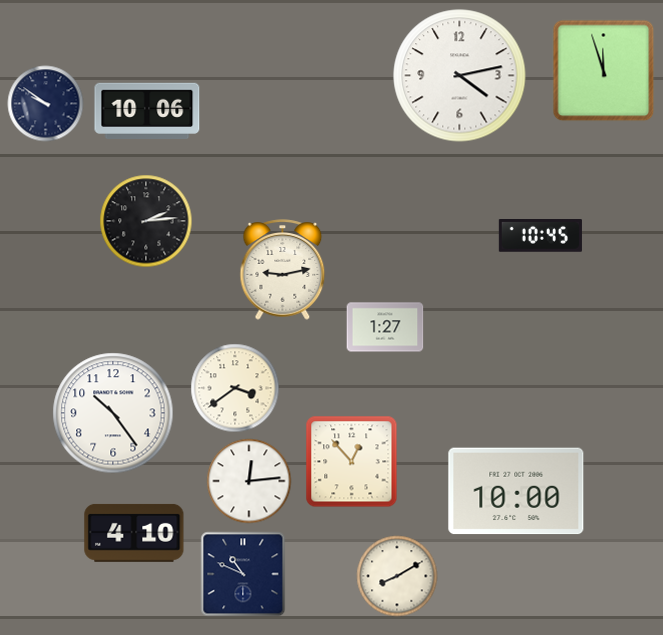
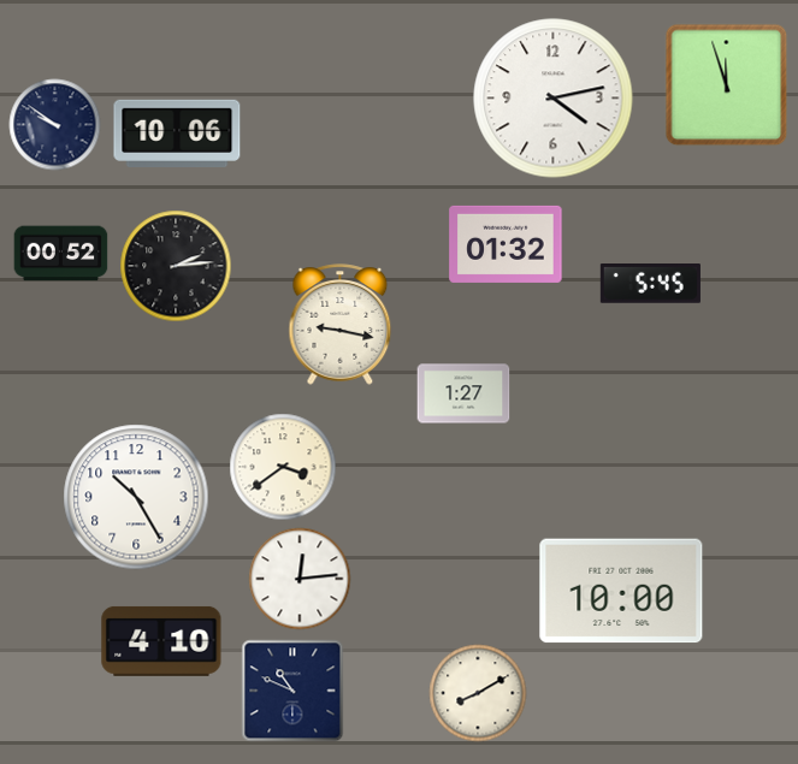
clock at (460, 76) position: (460, 76) -> (554, 99)
clock at (506, 244): none -> 01:32
clock at (61, 254): none -> 00:52
clock at (540, 236): 10:45 -> 5:45
clock at (283, 270): 9:13 -> 9:17
clock at (113, 413): 10:24 -> 10:25
clock at (352, 462): 12:53 -> none
